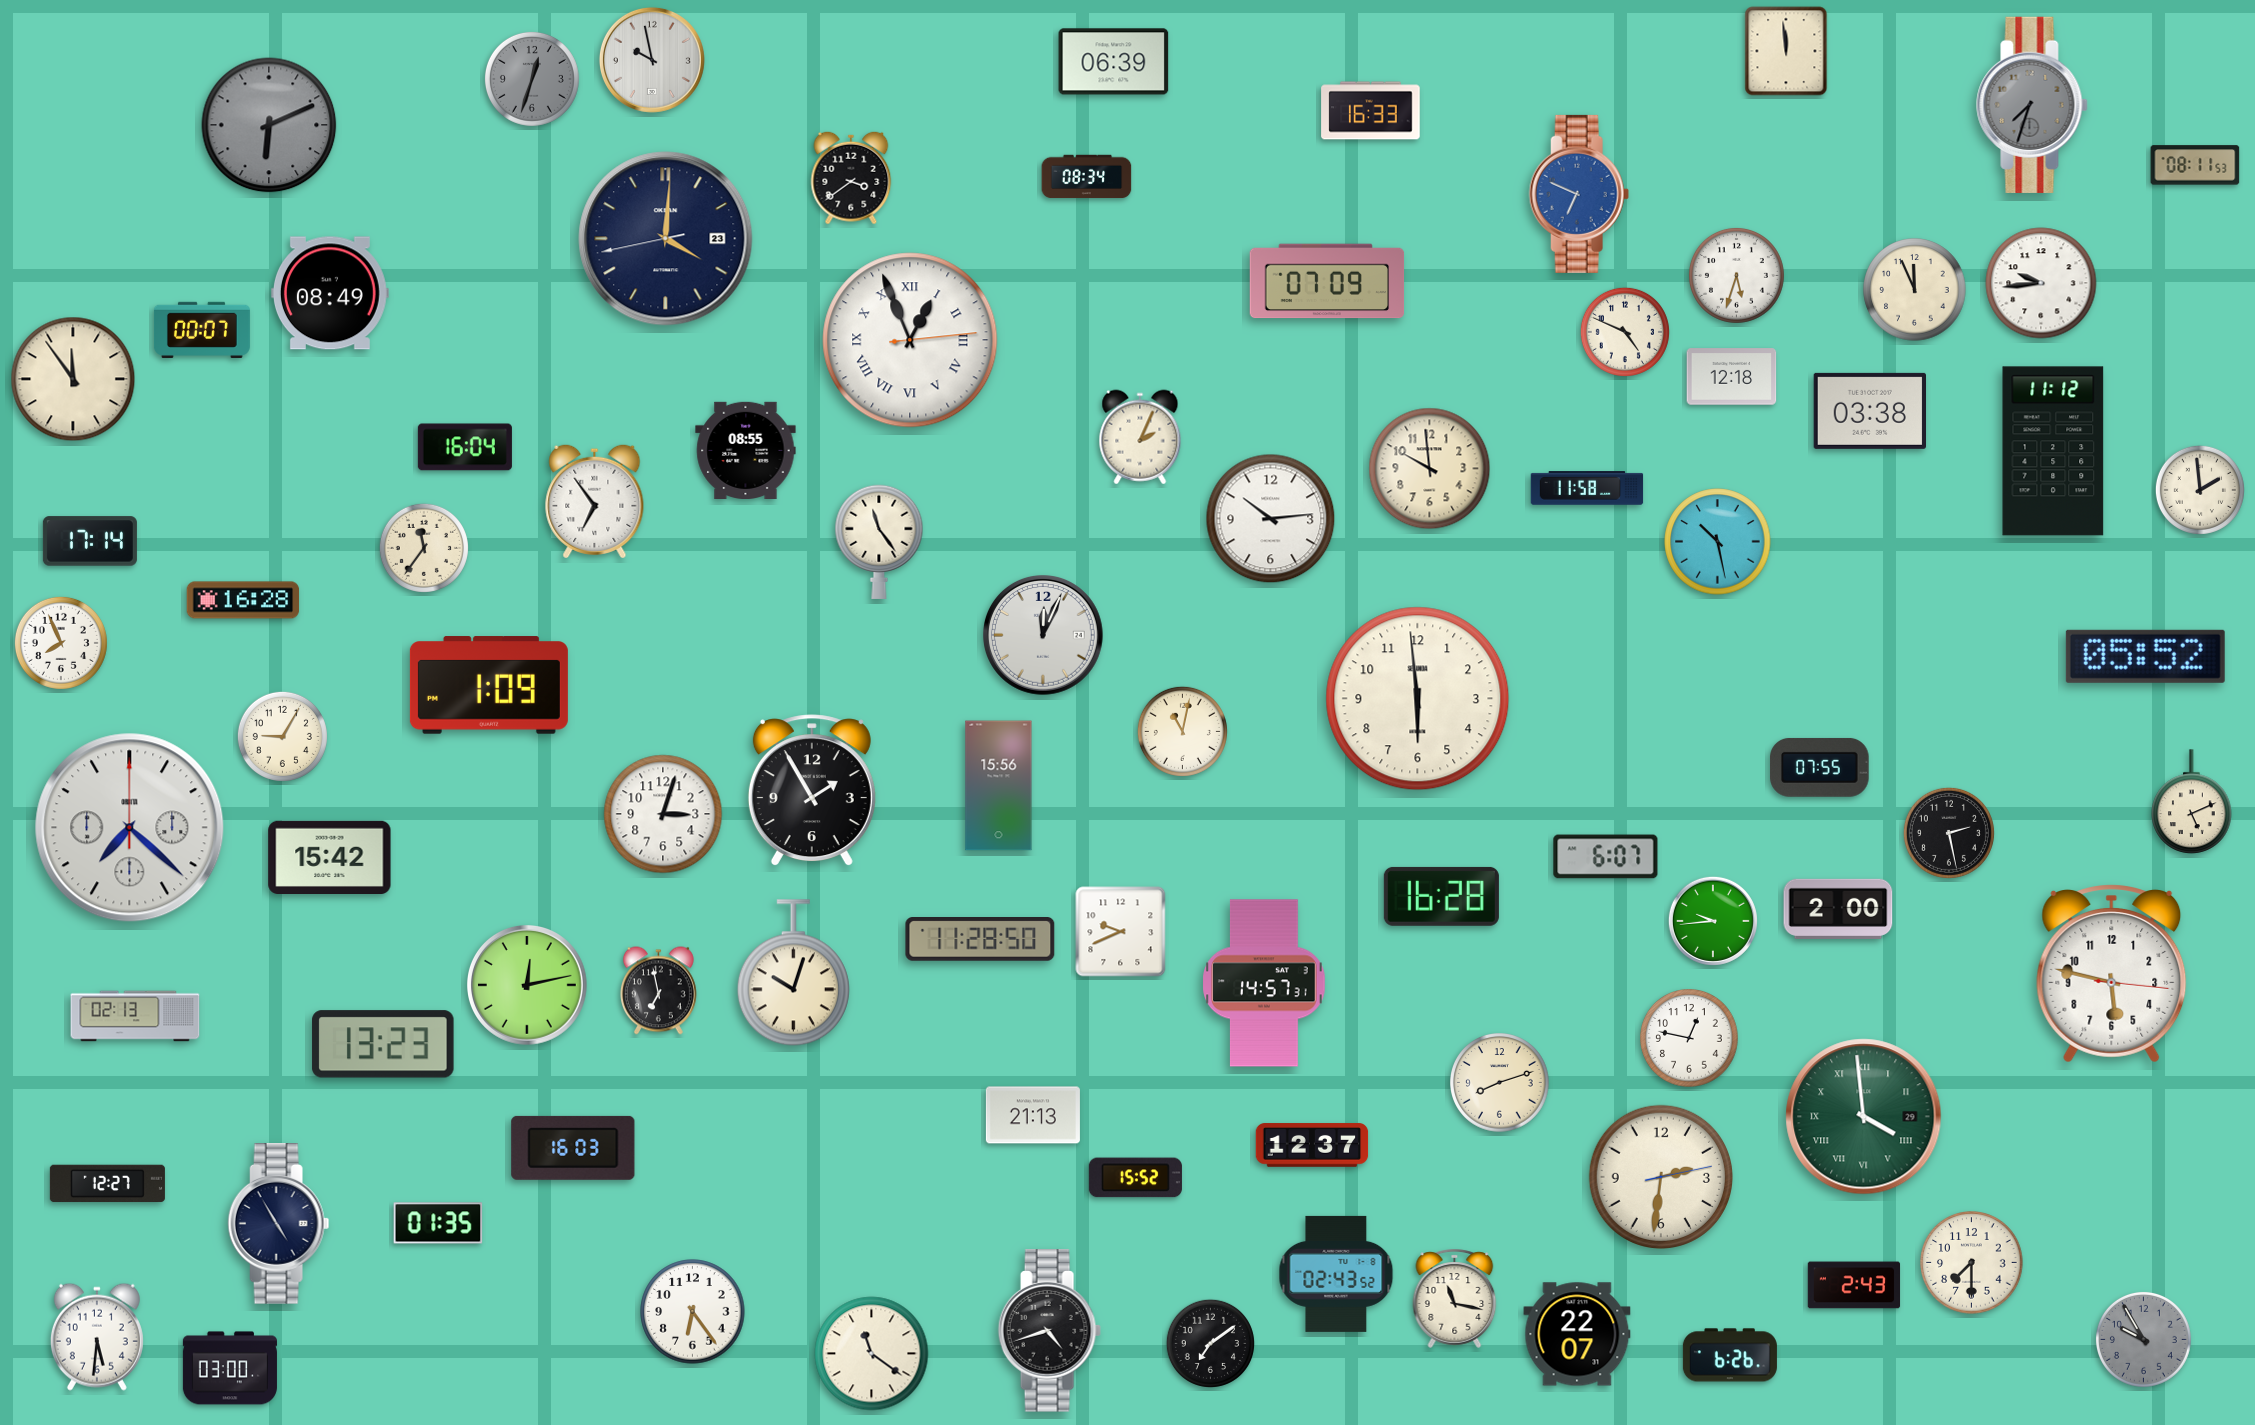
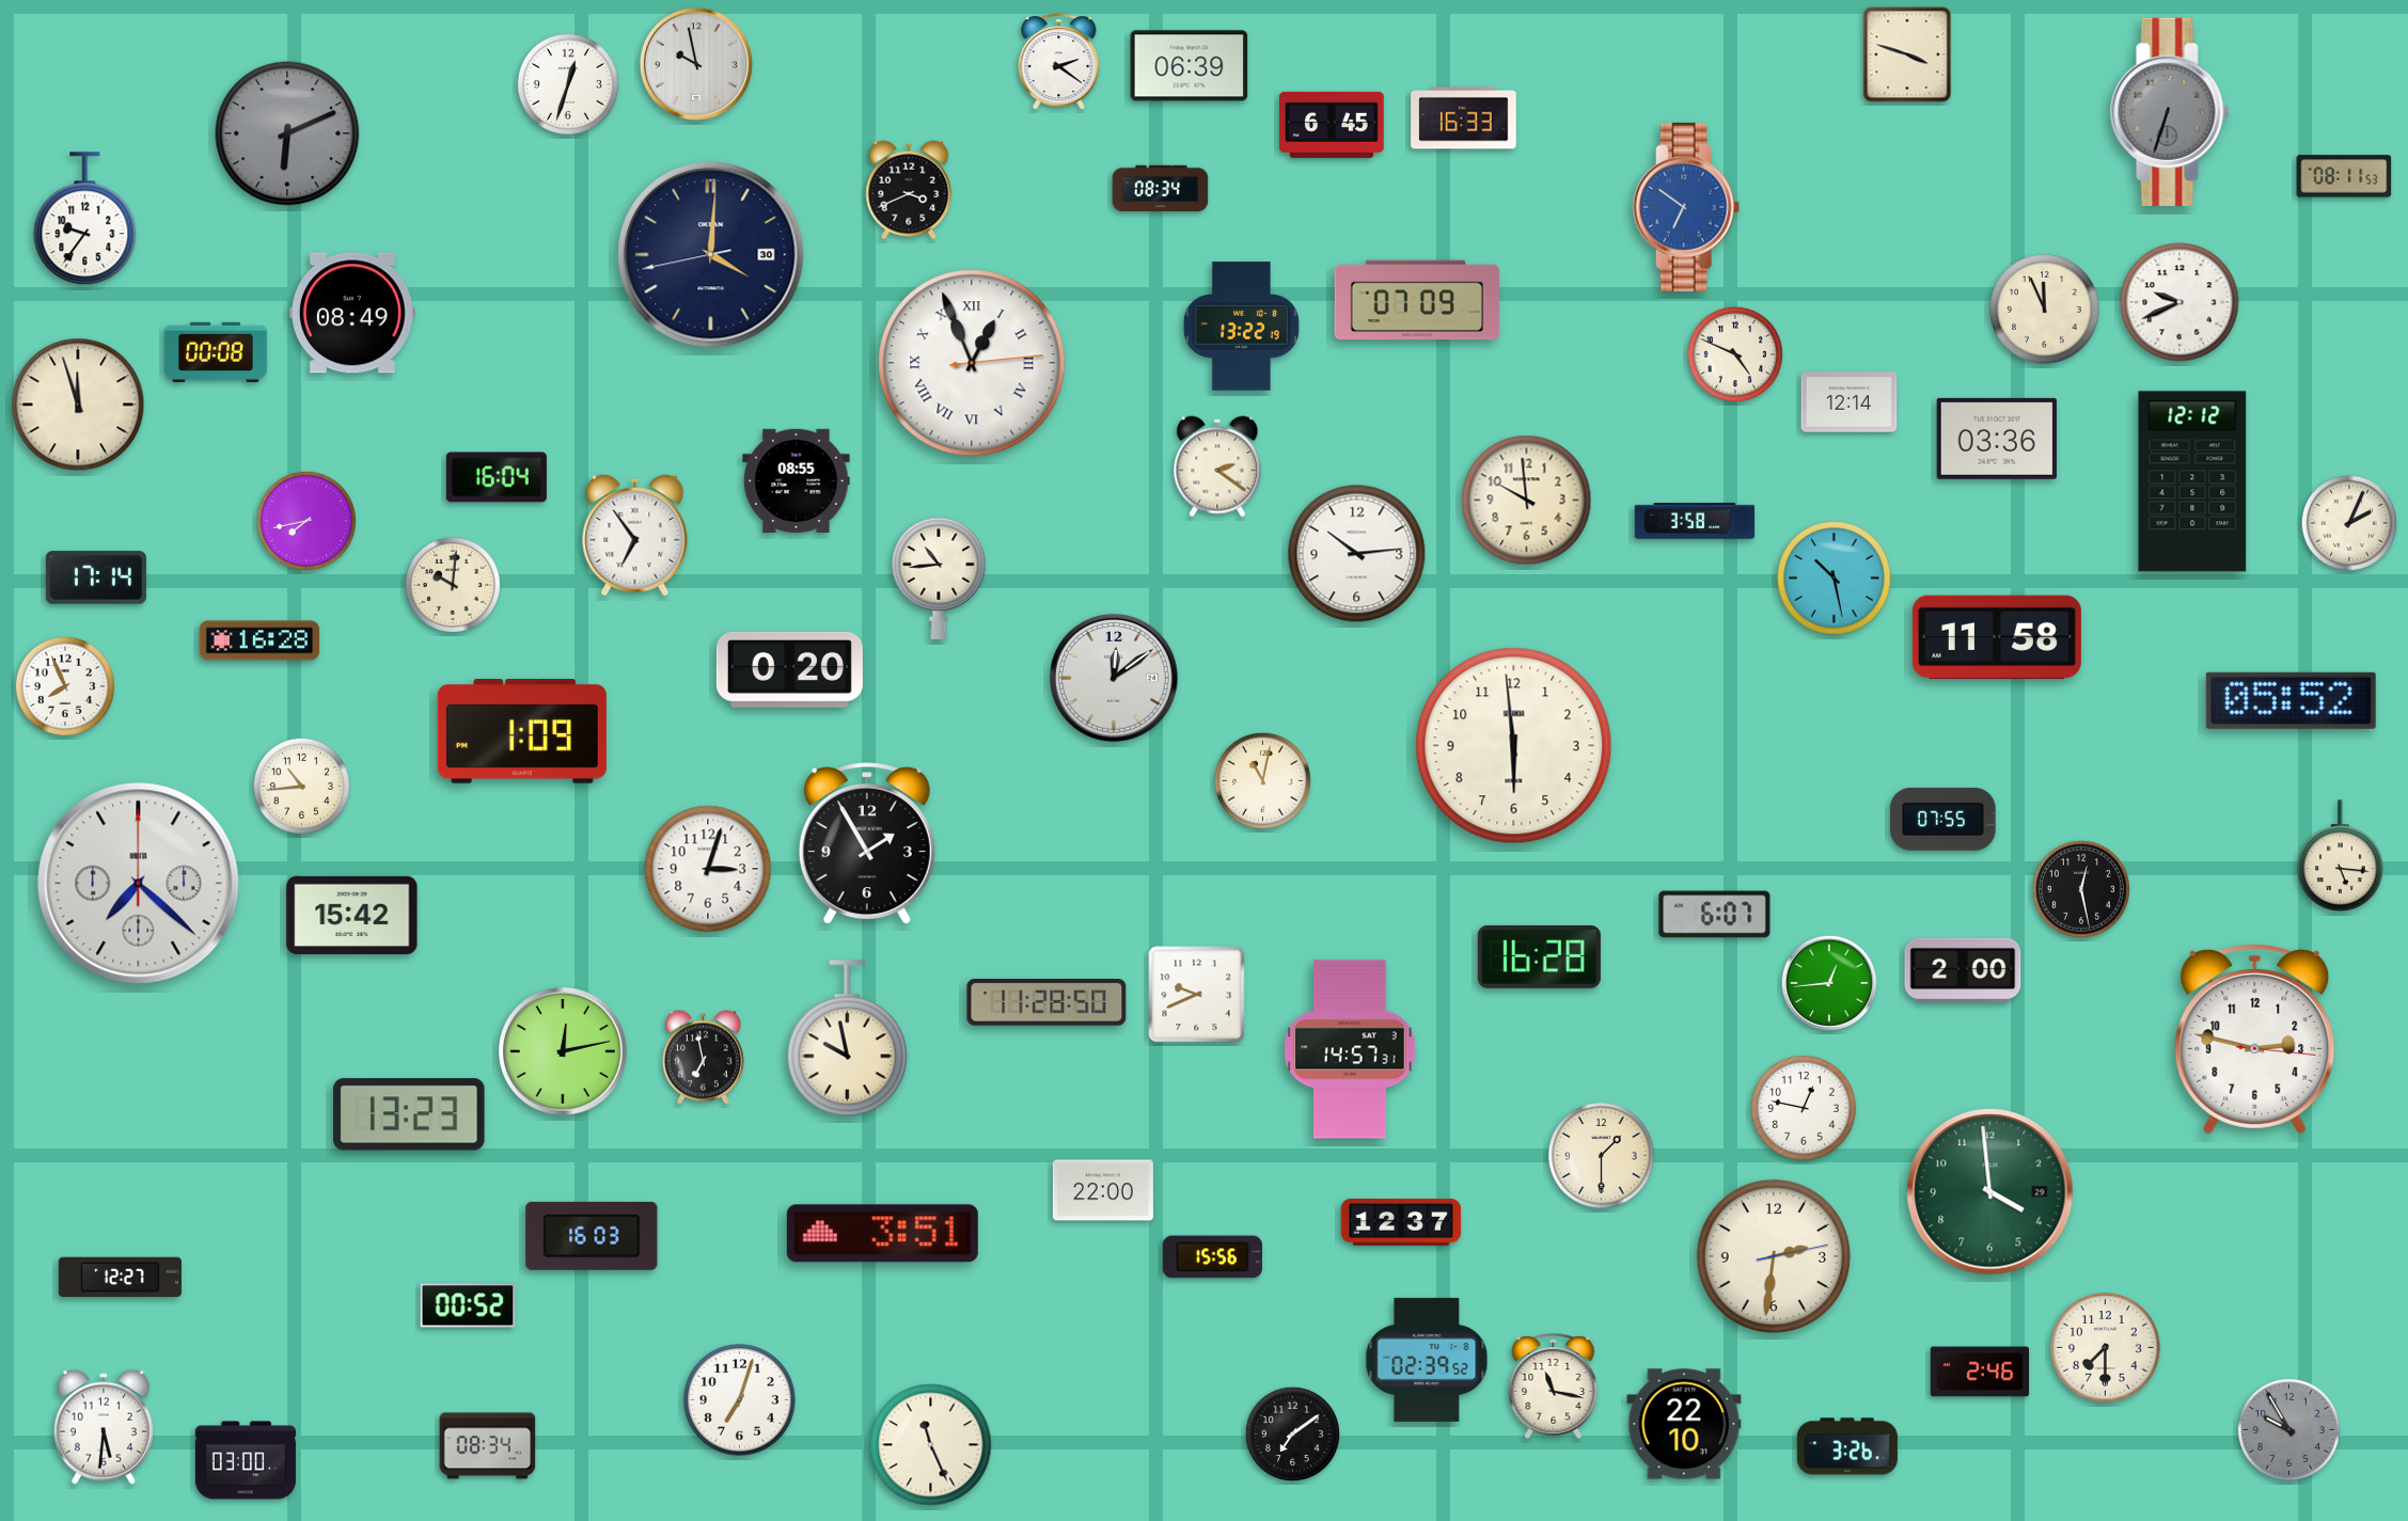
clock at (1786, 51): 11:59 -> 3:48
clock at (1059, 62): none -> 2:21
clock at (532, 79) dial: grey -> white
clock at (2032, 105): 7:33 -> 6:33
clock at (1332, 125): none -> 6:45
clock at (851, 178): 3:39 -> 3:41
clock at (1579, 194): 6:49 -> 6:51
clock at (85, 219): none -> 9:36
clock at (666, 239) date: 23 -> 30
clock at (1736, 275): 5:33 -> none
clock at (2041, 283): 9:44 -> 9:41
clock at (1241, 327): none -> 13:22
clock at (202, 330): 00:07 -> 00:08
clock at (1732, 377): 12:18 -> 12:14
clock at (73, 379): 11:54 -> 11:57
clock at (1869, 411): 03:38 -> 03:36
clock at (1140, 437): 2:04 -> 2:21
clock at (2053, 451): 11:12 -> 12:12
clock at (306, 521): none -> 7:43
clock at (1587, 488): 11:58 -> 3:58
clock at (2200, 490): 1:59 -> 2:04
clock at (879, 542): 11:24 -> 10:44
clock at (424, 548): 11:36 -> 10:01
clock at (1997, 637): none -> 11:58
clock at (789, 669): none -> 0:20
clock at (1044, 636): 12:04 -> 12:09
clock at (282, 736): 9:05 -> 10:44
clock at (999, 786): 15:56 -> none
clock at (2192, 802): 5:11 -> 5:16
clock at (1949, 833): 2:28 -> 12:28
clock at (1713, 921): 9:44 -> 12:44
clock at (793, 973): 10:03 -> 9:58
clock at (2112, 974): 5:47 -> 2:47
clock at (135, 1016): 02:13 -> none
clock at (1500, 1083): 8:12 -> 1:30
clock at (1033, 1115): 21:13 -> 22:00
clock at (1864, 1117) numerals: Roman -> Arabic
clock at (573, 1148) position: (573, 1148) -> (592, 1236)
clock at (882, 1234): none -> 3:51
clock at (1135, 1178): 15:52 -> 15:56
clock at (107, 1184) position: (107, 1184) -> (120, 1278)
clock at (438, 1223): 01:35 -> 00:52
clock at (279, 1224): 4:55 -> none
clock at (1336, 1274): 02:43 -> 02:39
clock at (1854, 1285): 2:43 -> 2:46
clock at (693, 1312): 6:24 -> 7:03
clock at (1049, 1331): 4:42 -> none
clock at (1577, 1334): 22:07 -> 22:10
clock at (872, 1354): 11:21 -> 11:26
clock at (488, 1446): none -> 08:34
clock at (1730, 1355): 6:26 -> 3:26
